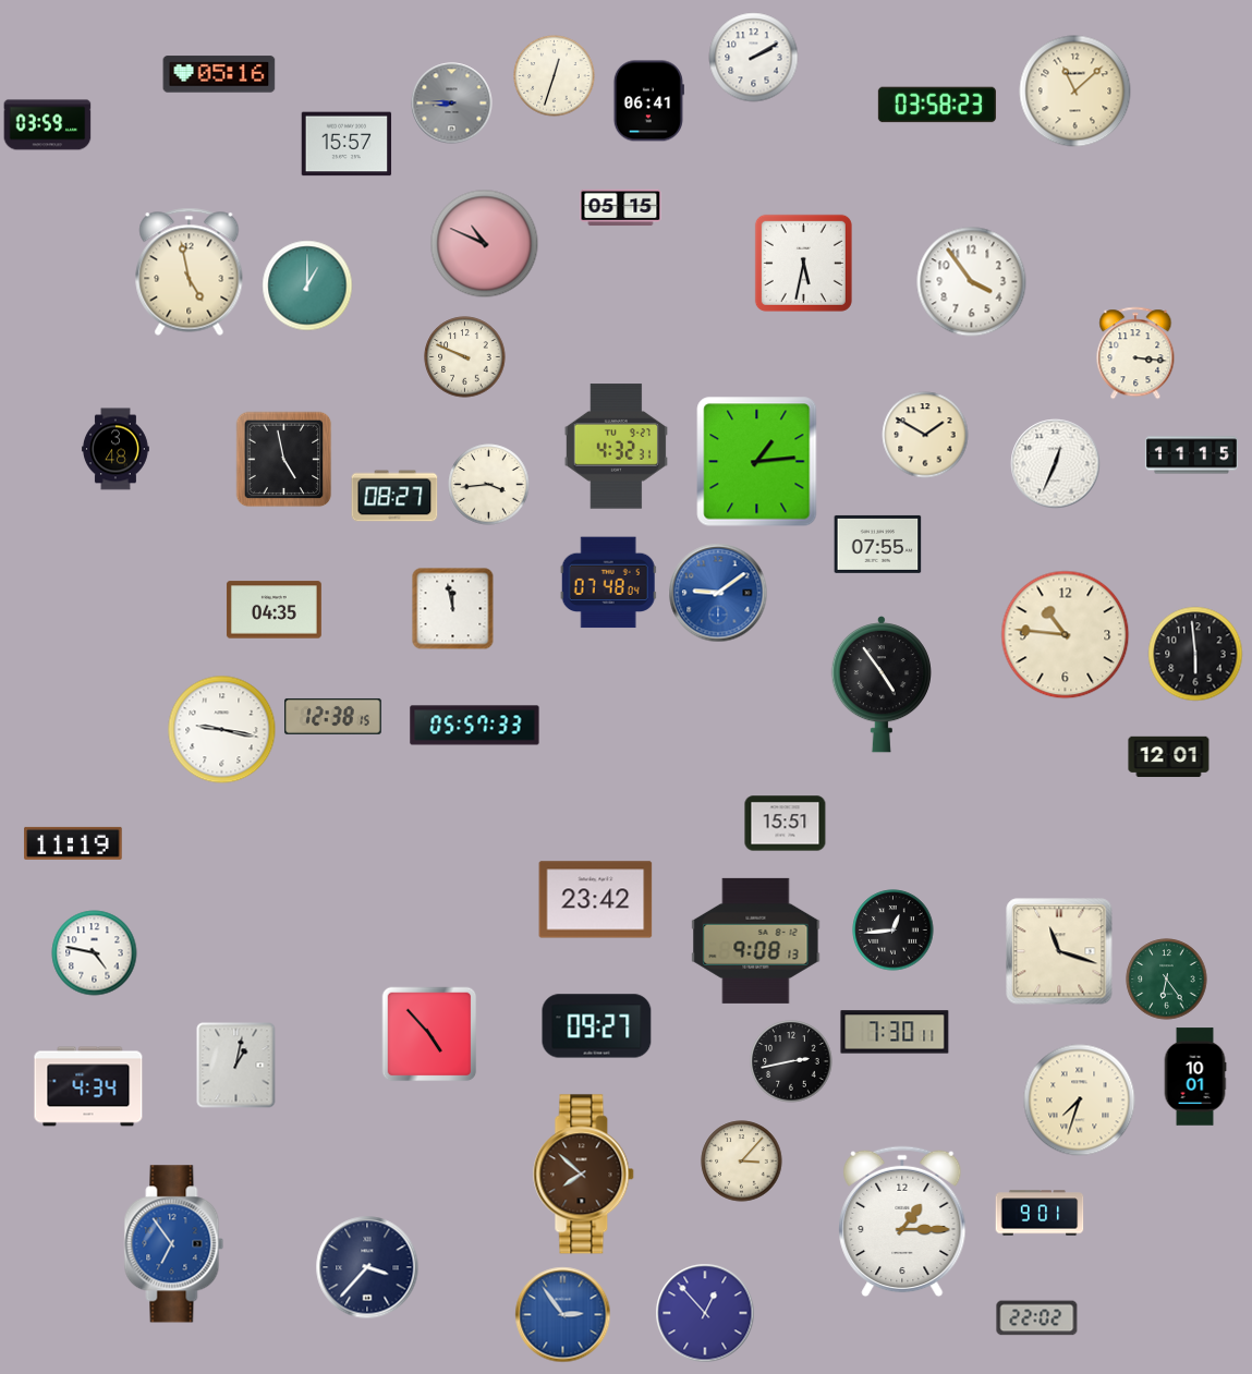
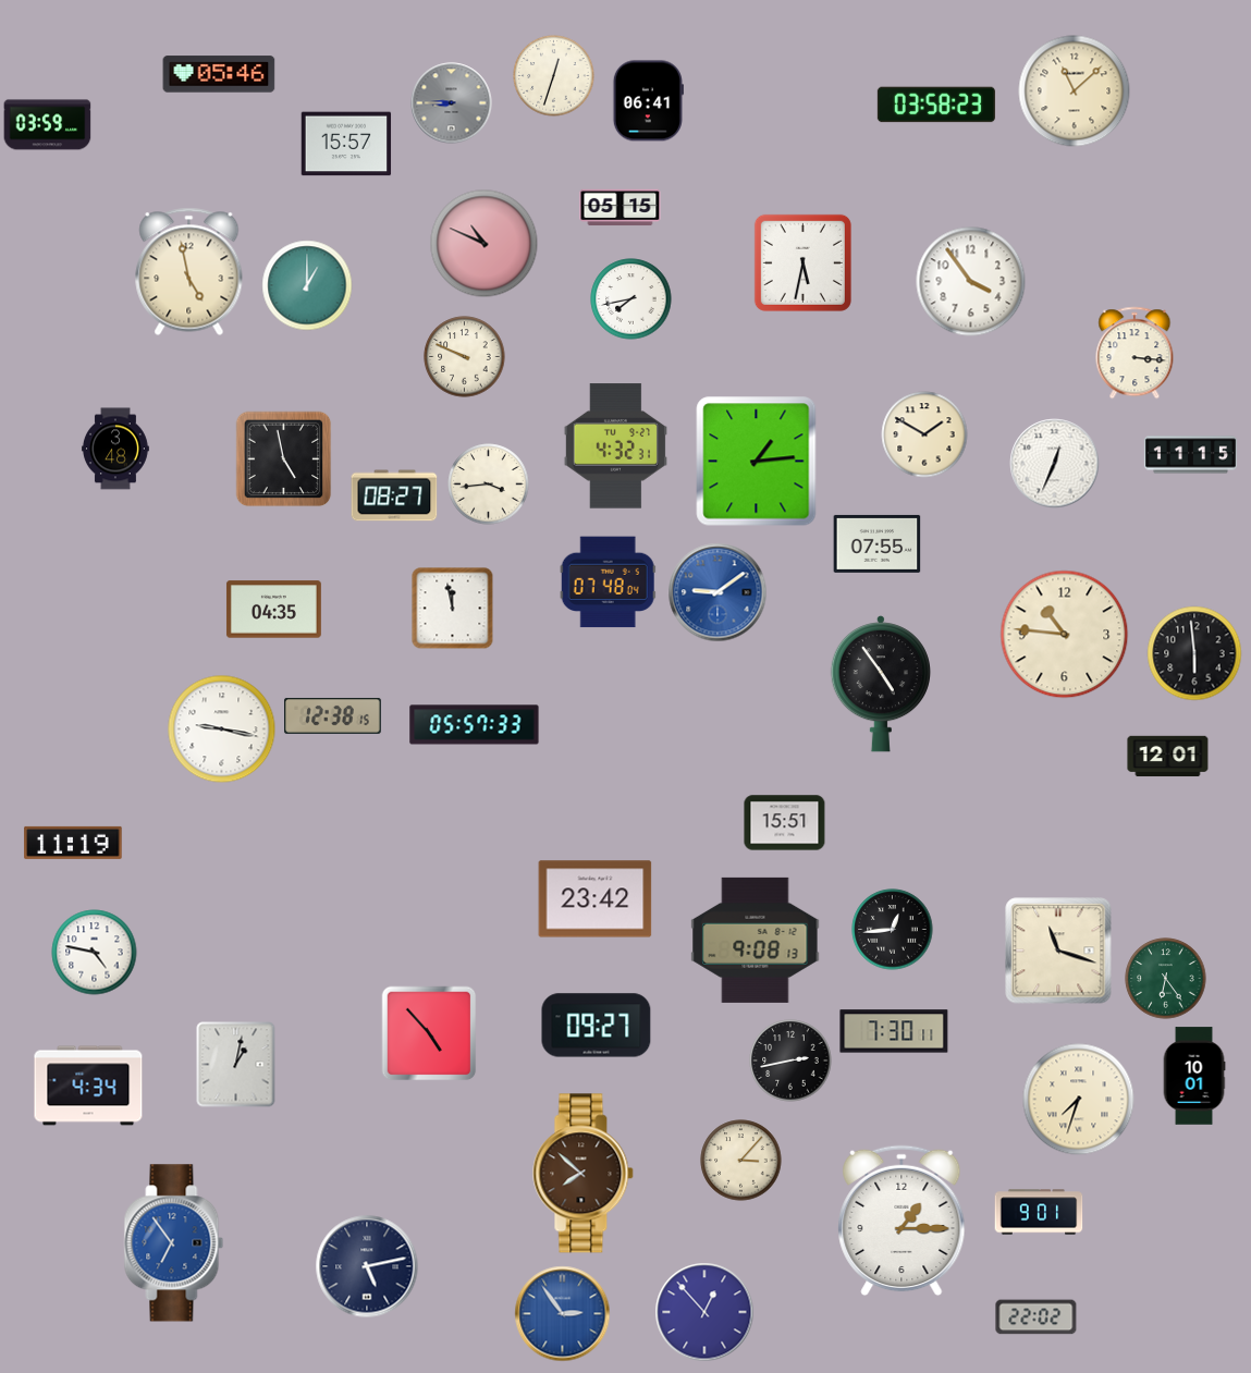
clock at (754, 58): 2:10 -> none
clock at (219, 74): 05:16 -> 05:46
clock at (631, 299): none -> 7:43
clock at (367, 1267): 3:37 -> 5:13
